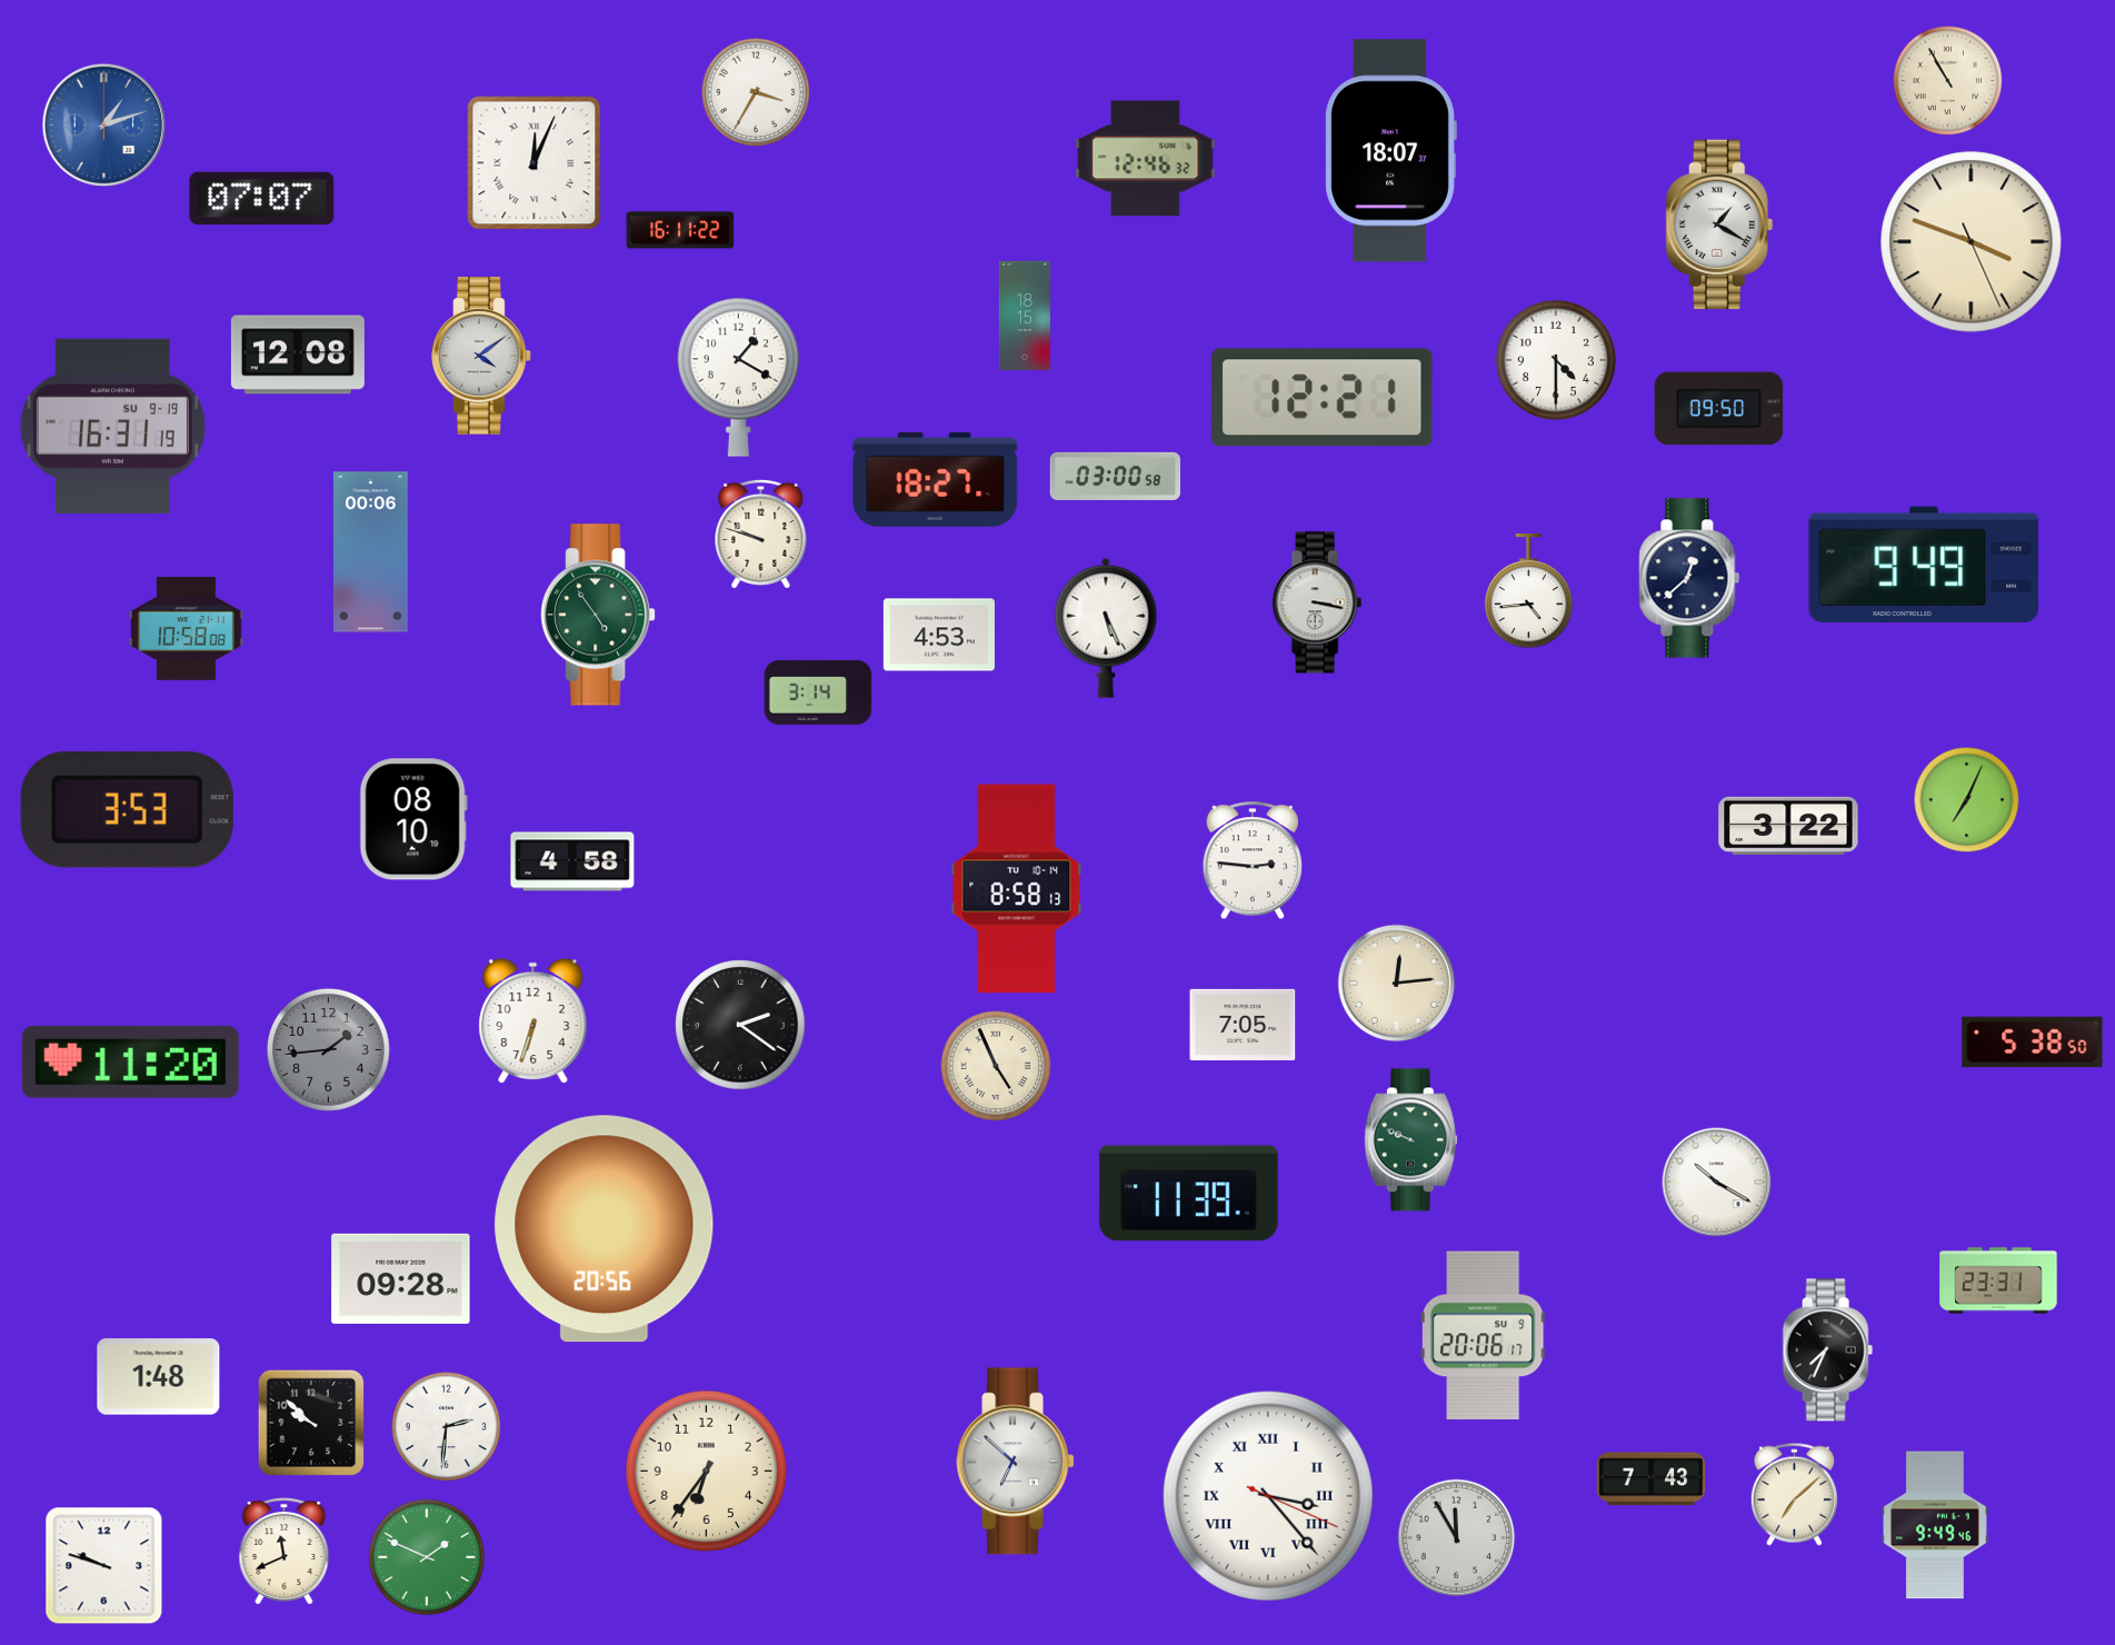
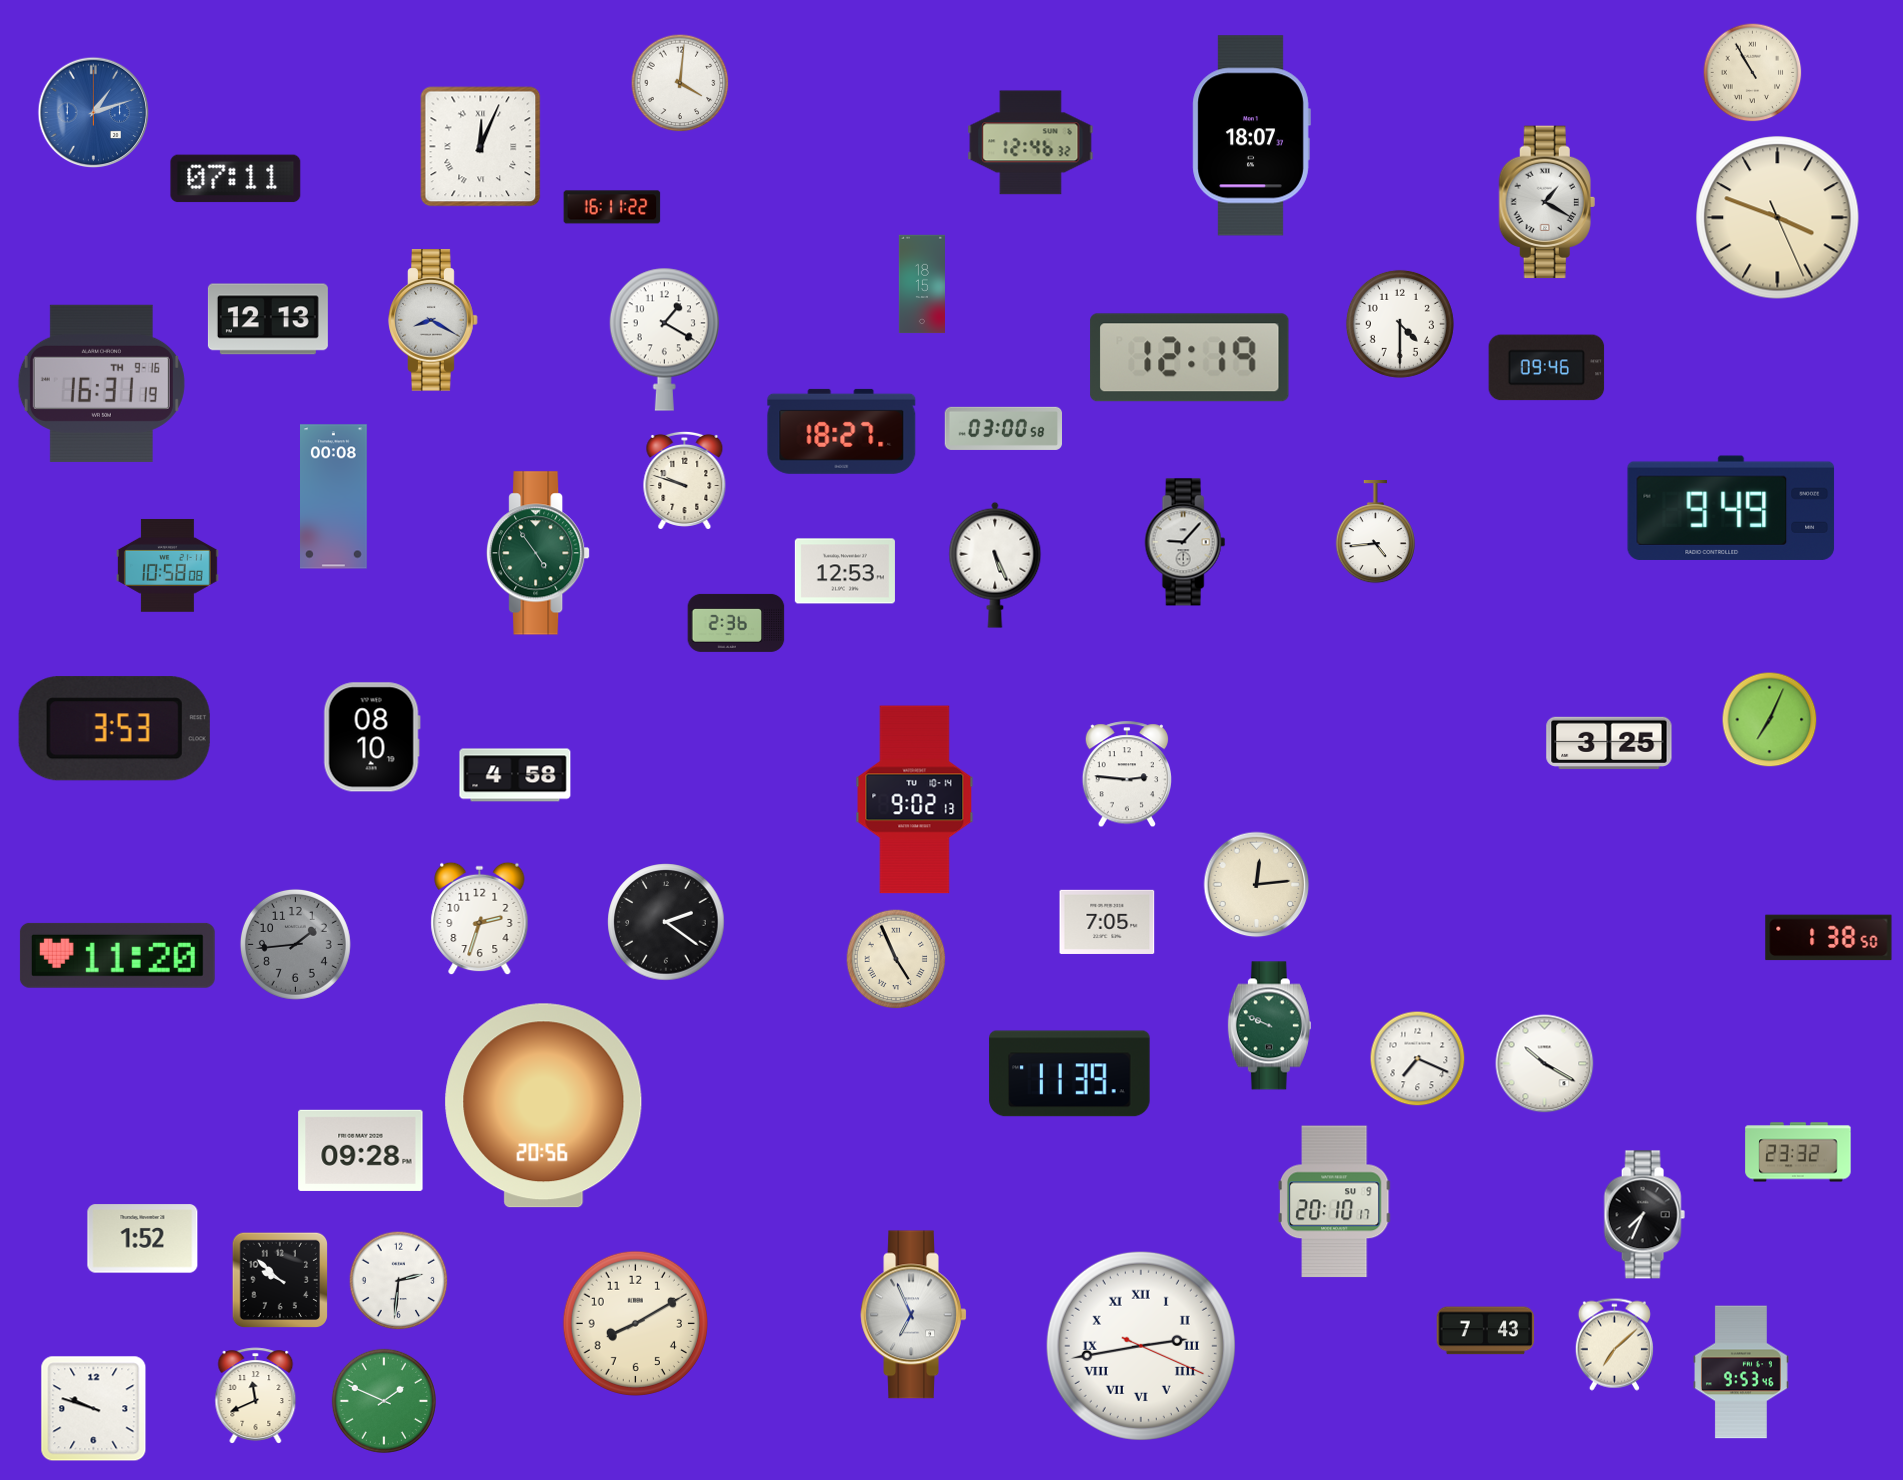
clock at (756, 92): 3:35 -> 4:01
clock at (262, 199): 07:07 -> 07:11
clock at (1972, 242) position: (1972, 242) -> (1778, 218)
clock at (298, 355): 12:08 -> 12:13
clock at (481, 356): 4:09 -> 8:20
clock at (1323, 398): 12:21 -> 12:19
clock at (1719, 409): 09:50 -> 09:46
clock at (112, 426) date: SU 9-19 -> TH 9-16
clock at (371, 552): 00:06 -> 00:08
clock at (1689, 578): 12:38 -> none
clock at (1317, 602): 3:17 -> 9:07
clock at (939, 635): 4:53 -> 12:53
clock at (818, 692): 3:14 -> 2:36
clock at (1788, 825): 3:22 -> 3:25
clock at (1017, 889): 8:58 -> 9:02
clock at (533, 1021): 6:33 -> 2:33
clock at (1243, 1025) position: (1243, 1025) -> (1107, 922)
clock at (2033, 1043): 5:38 -> 1:38
clock at (1418, 1059): none -> 7:19
clock at (1998, 1280): 23:31 -> 23:32
clock at (1483, 1336): 20:06 -> 20:10
clock at (159, 1377): 1:48 -> 1:52
clock at (447, 1427) position: (447, 1427) -> (399, 1281)
clock at (1016, 1462): 6:52 -> 6:56
clock at (706, 1470): 6:36 -> 8:10
clock at (1268, 1496): 3:23 -> 2:43
clock at (1935, 1525): 9:49 -> 9:53
clock at (1457, 1538): 11:55 -> none
